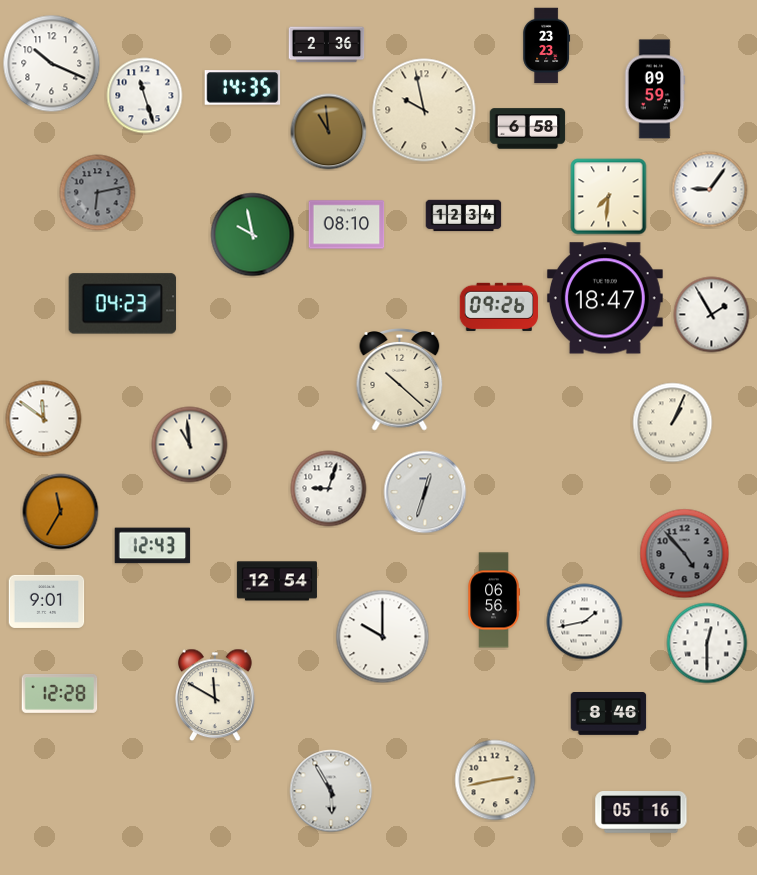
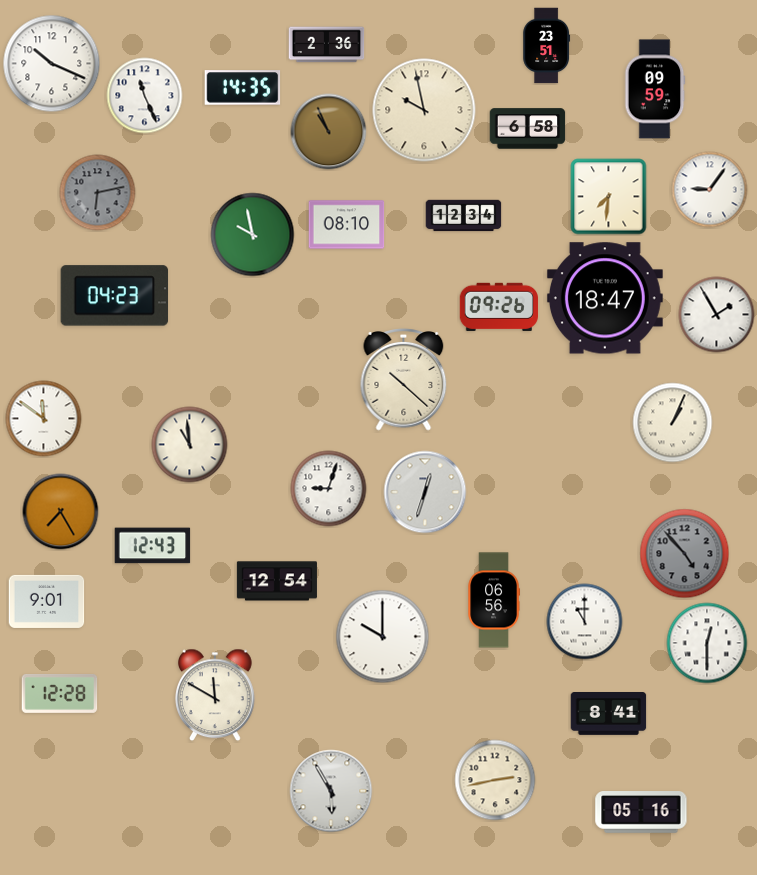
clock at (547, 46): 23:23 -> 23:51
clock at (145, 96): 11:27 -> 11:26
clock at (329, 132): 10:59 -> 10:56
clock at (123, 304) position: (123, 304) -> (115, 296)
clock at (712, 315) position: (712, 315) -> (717, 315)
clock at (400, 380) position: (400, 380) -> (404, 380)
clock at (61, 512): 11:35 -> 7:25
clock at (585, 622): 1:43 -> 11:00
clock at (609, 714): 8:46 -> 8:41
